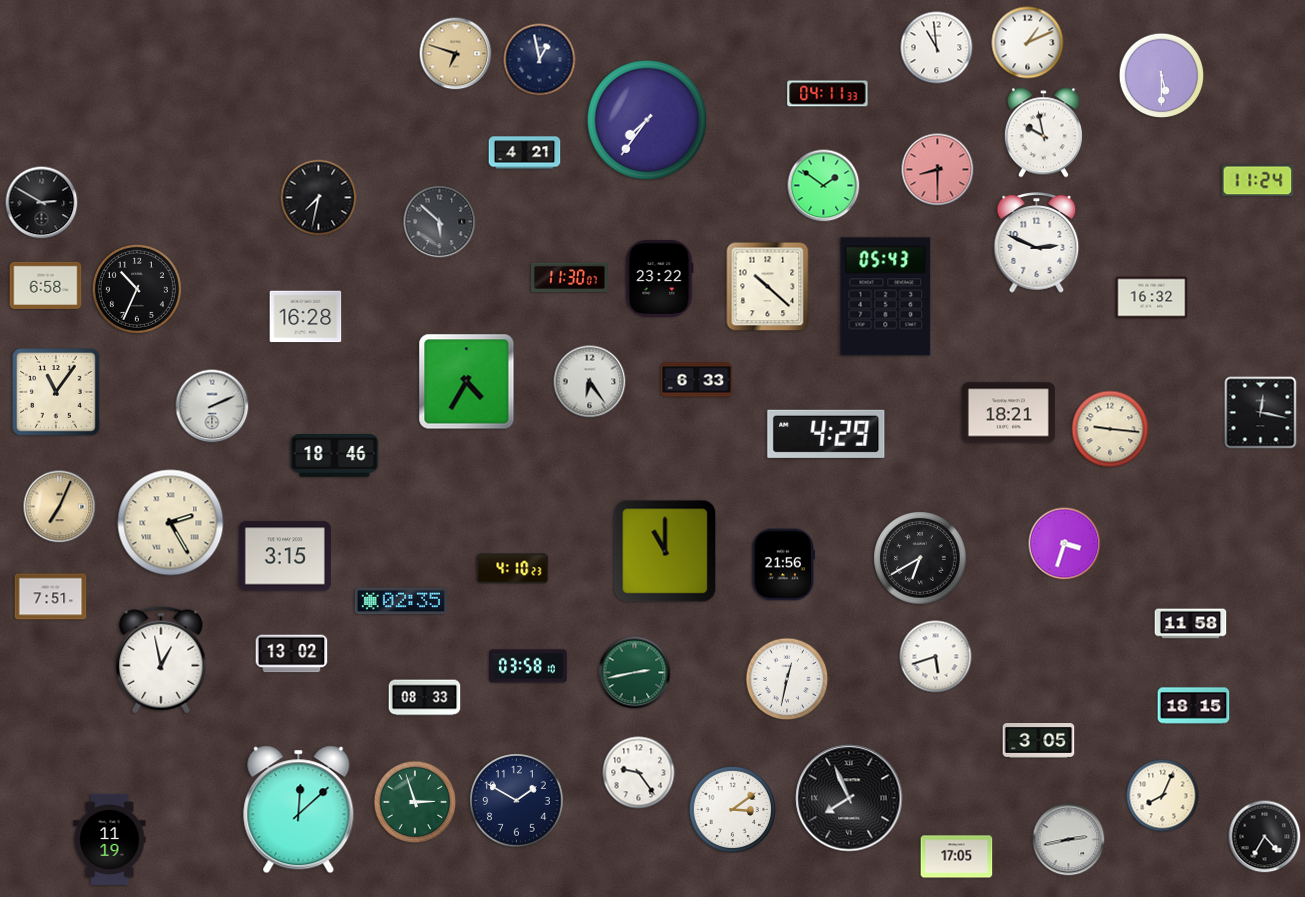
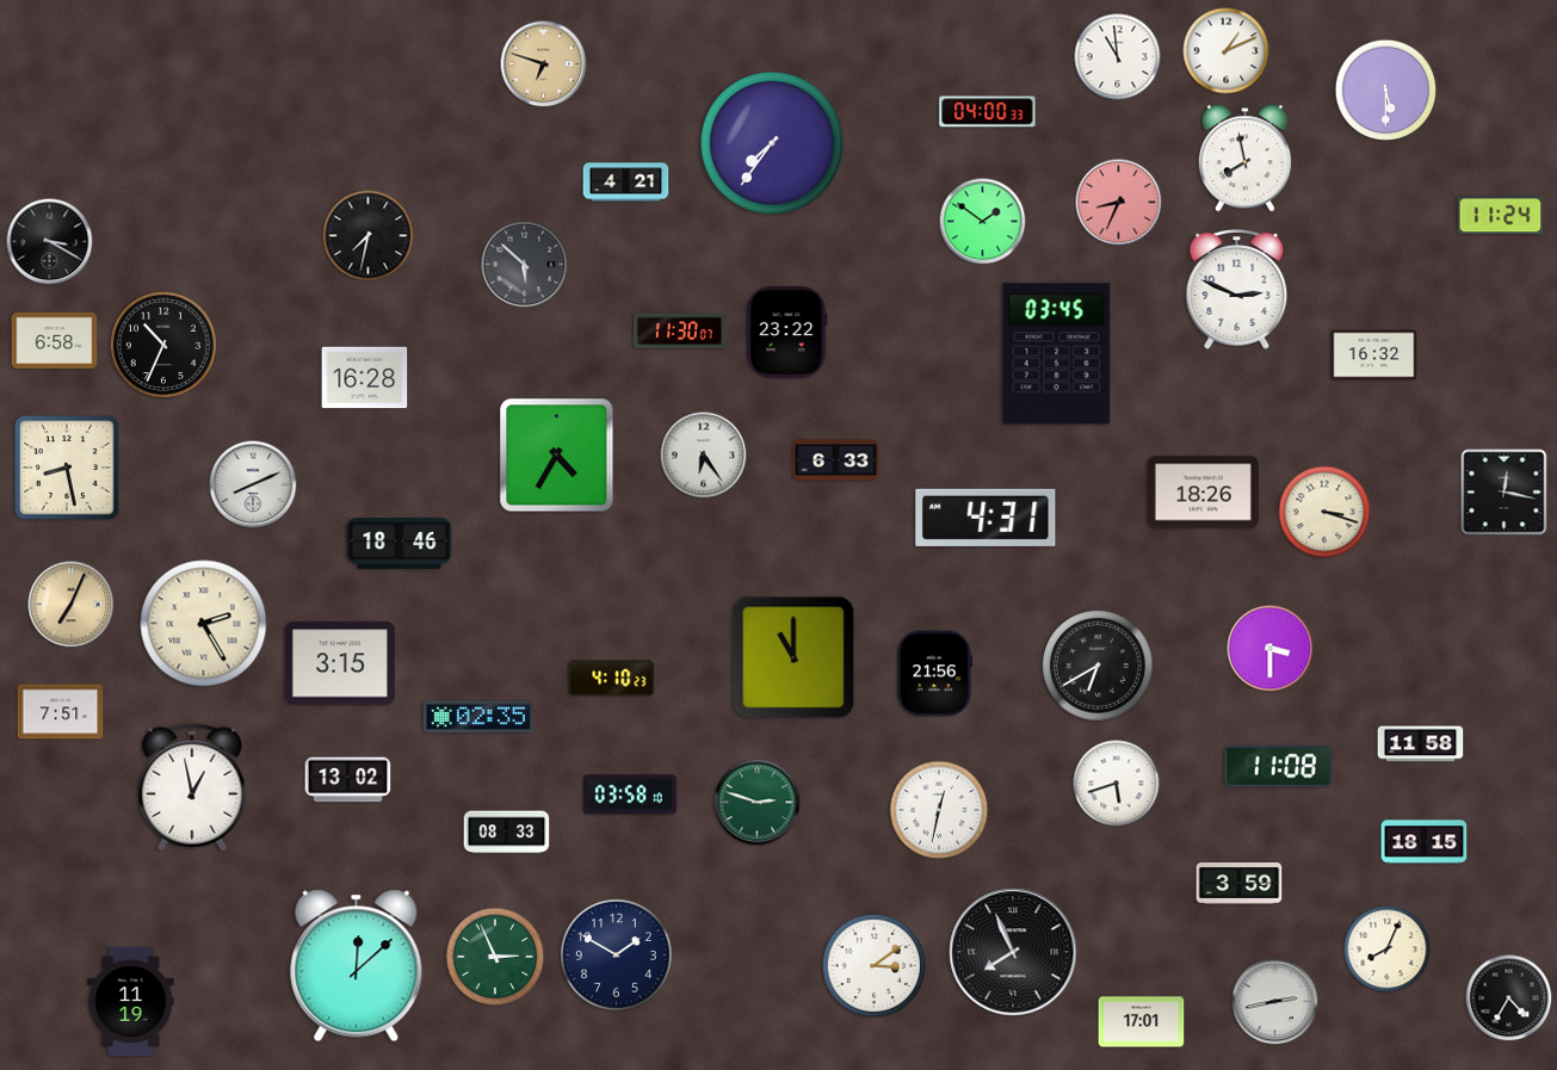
clock at (540, 60): 12:58 -> none
clock at (828, 94): 04:11 -> 04:00
clock at (1043, 133): 9:58 -> 7:58
clock at (938, 170): 8:30 -> 8:34
clock at (319, 198) position: (319, 198) -> (369, 236)
clock at (42, 203): 2:50 -> 3:20
clock at (768, 287): 10:22 -> none
clock at (886, 297): 05:43 -> 03:45
clock at (697, 380) position: (697, 380) -> (836, 460)
clock at (56, 392): 11:06 -> 8:28
clock at (212, 406): 2:11 -> 8:11
clock at (1008, 413): 18:21 -> 18:26
clock at (1110, 429): 9:16 -> 3:18
clock at (826, 434): 4:29 -> 4:31
clock at (1065, 544): 3:33 -> 3:30
clock at (1279, 767): none -> 11:08
clock at (635, 673): 2:43 -> 2:48
clock at (1039, 741): 3:05 -> 3:59
clock at (639, 773): 9:24 -> none
clock at (415, 802): 2:57 -> 2:56
clock at (957, 857): 17:05 -> 17:01
